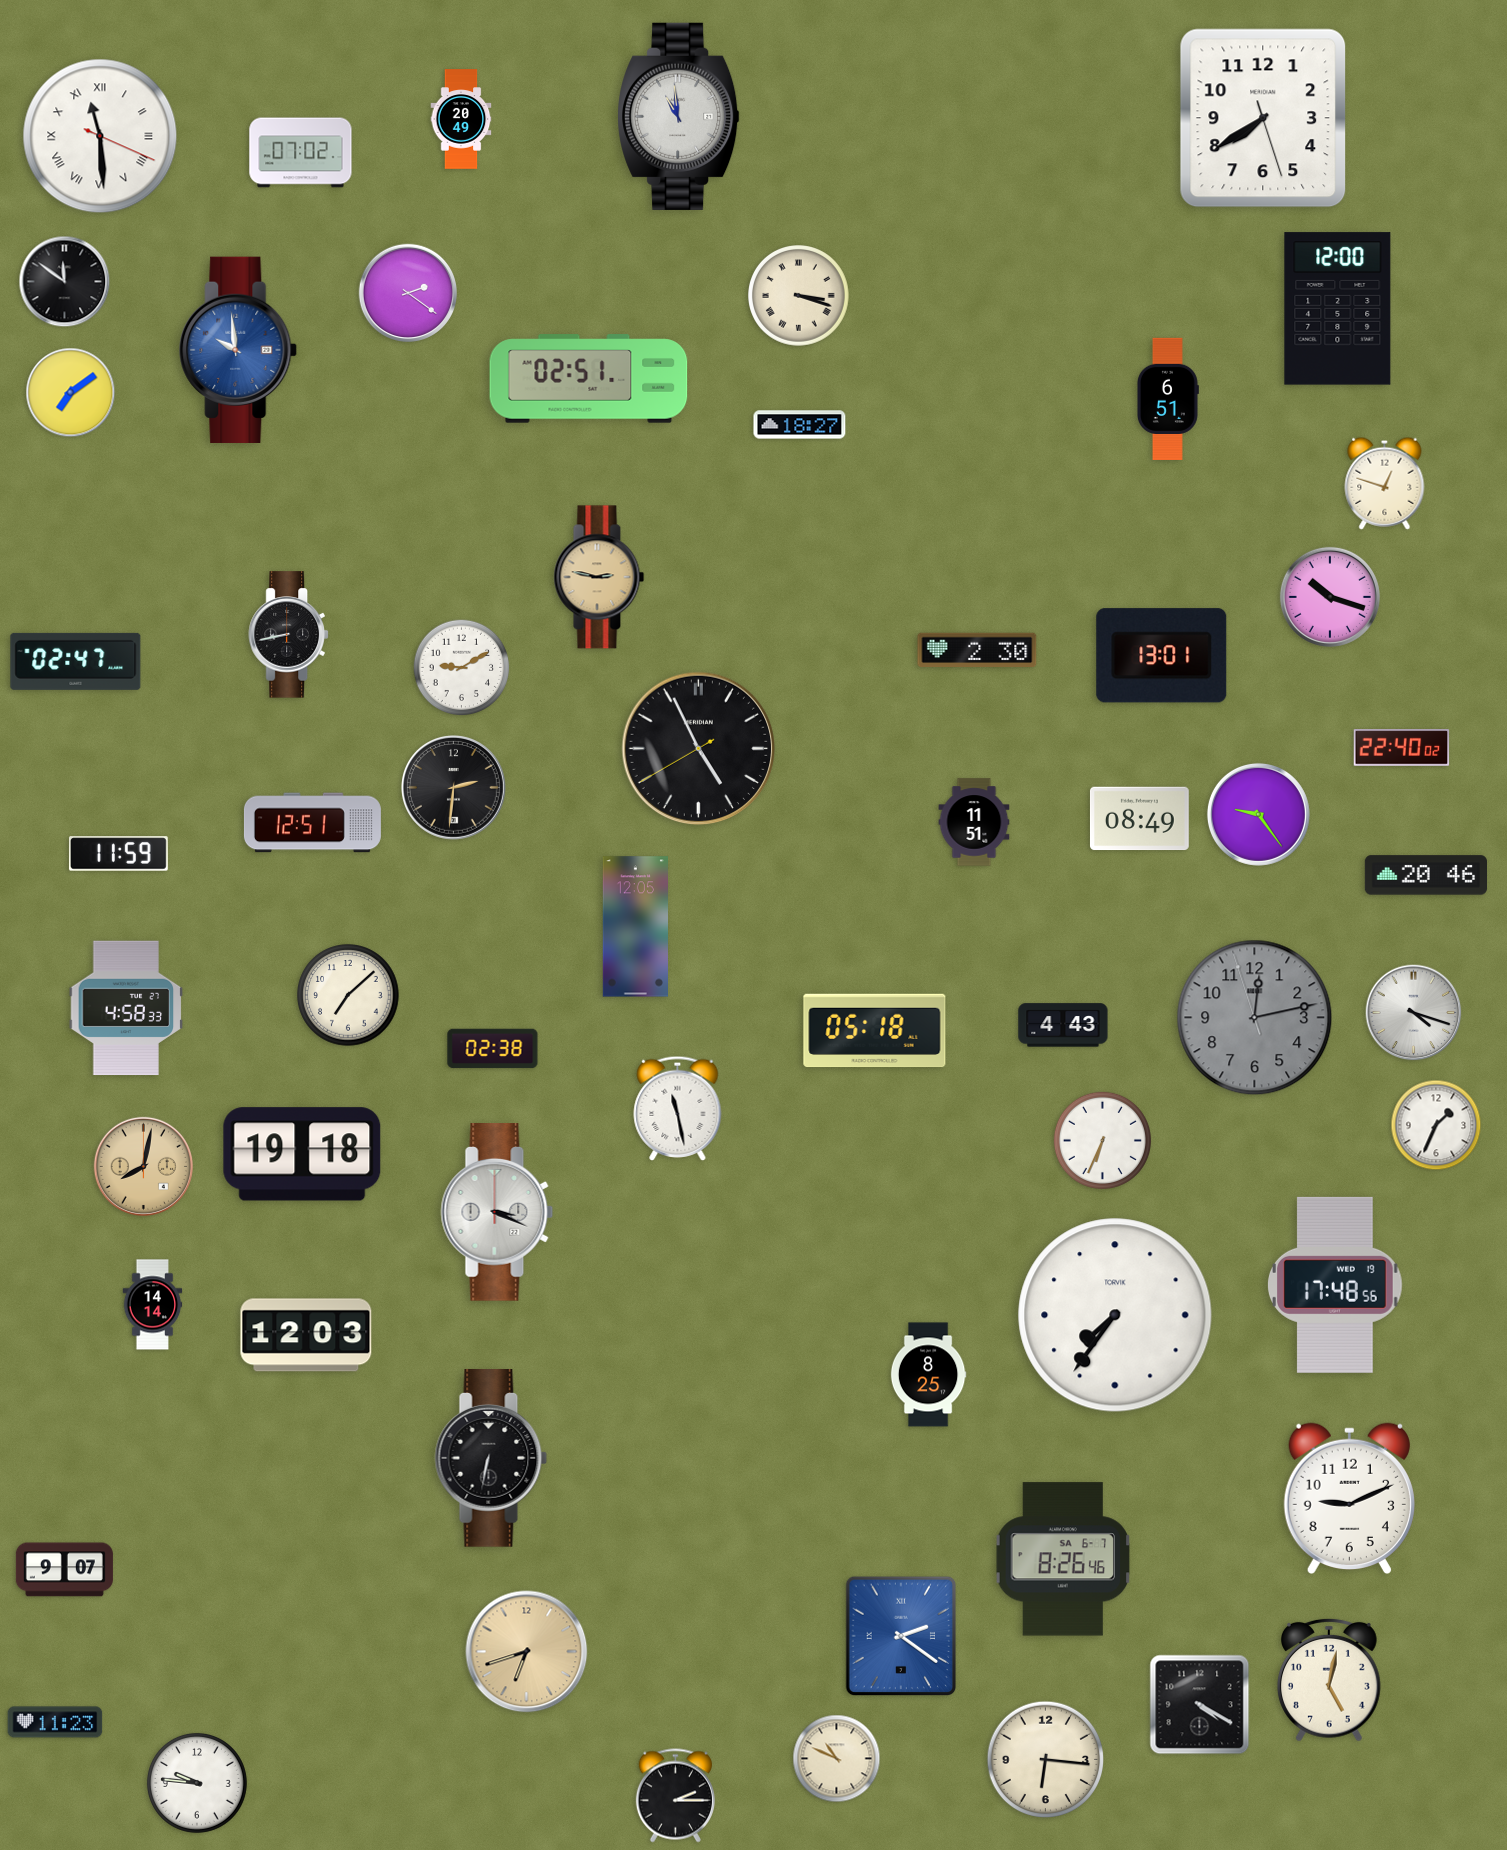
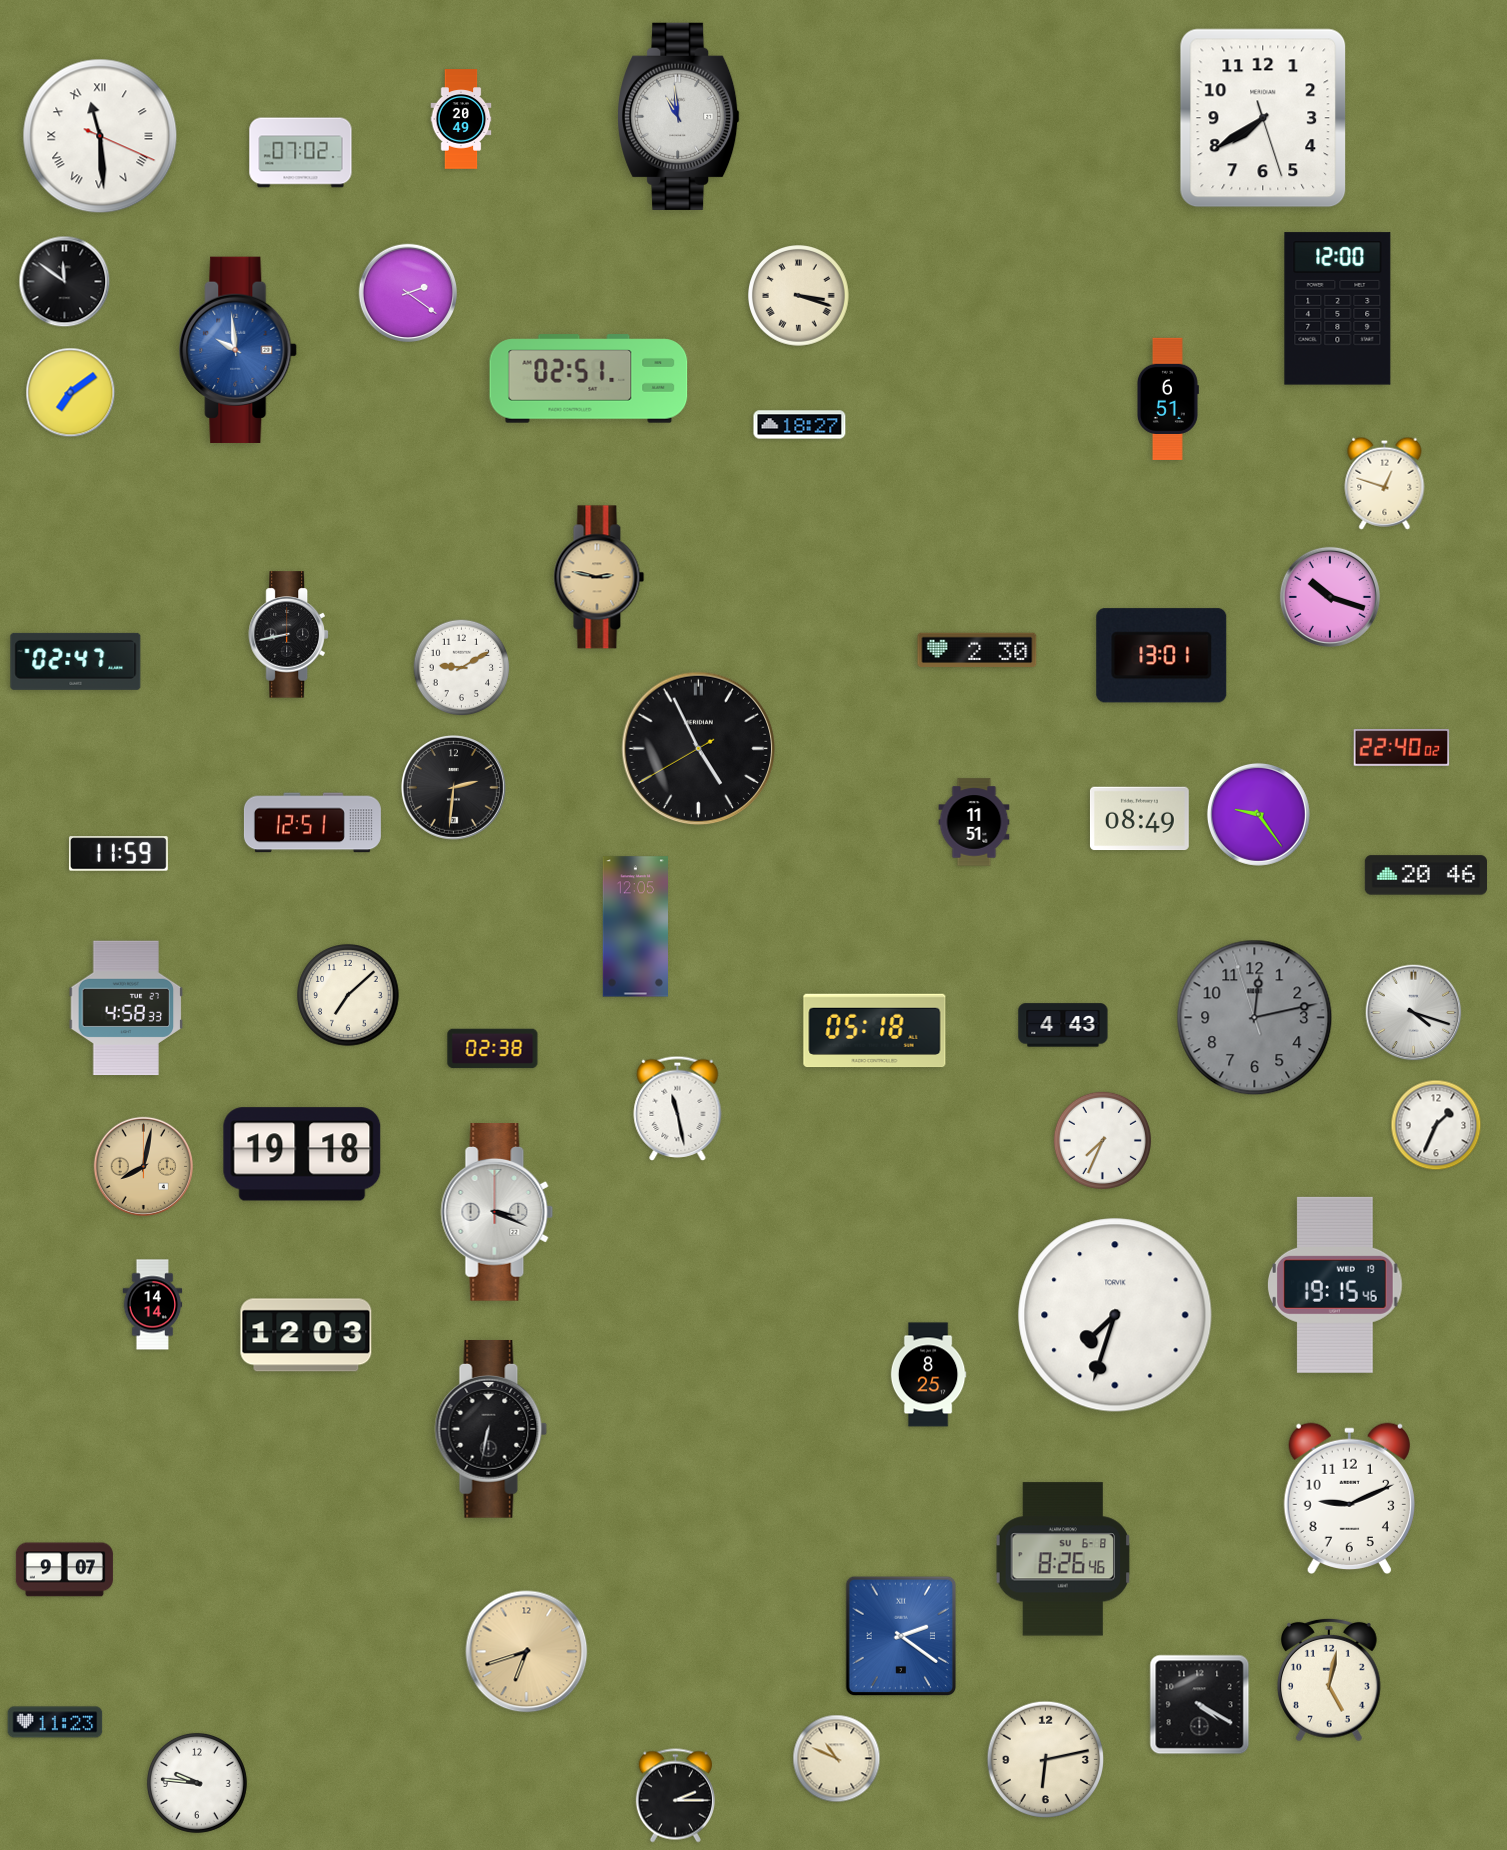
clock at (1102, 1140): 6:34 -> 7:34
clock at (1336, 1285): 17:48 -> 19:15
clock at (1115, 1315): 7:36 -> 7:33
clock at (491, 1459) position: (491, 1459) -> (491, 1430)
clock at (1063, 1559) date: SA 6-7 -> SU 6-8
clock at (1046, 1760): 6:16 -> 6:13
